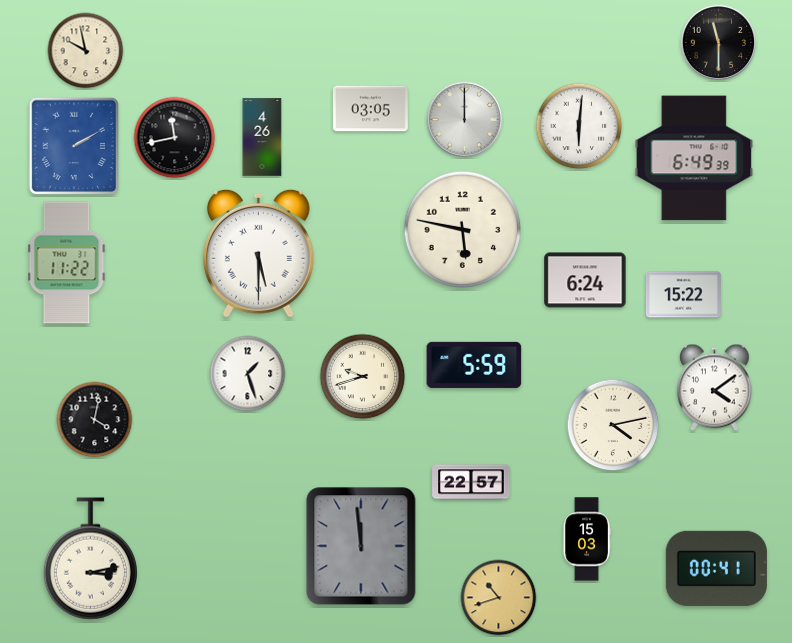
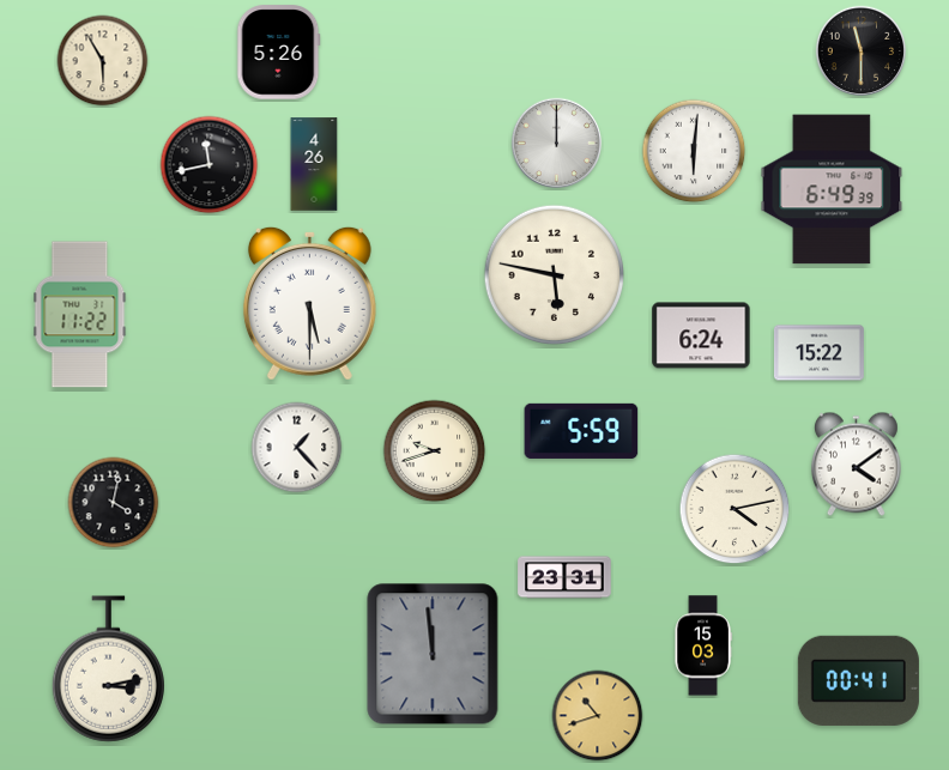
clock at (279, 53): none -> 5:26
clock at (86, 51): 9:58 -> 5:55
clock at (370, 109): 03:05 -> none
clock at (74, 146): 2:10 -> none
clock at (474, 365) position: (474, 365) -> (581, 431)
clock at (248, 374): 1:27 -> 1:23
clock at (471, 482): 22:57 -> 23:31
